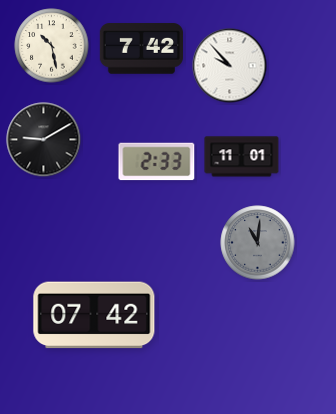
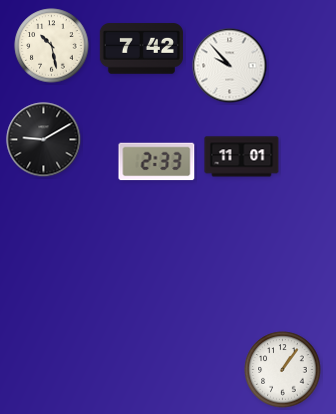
clock at (258, 243): 11:01 -> none
clock at (94, 315): 07:42 -> none
clock at (283, 370): none -> 1:06
